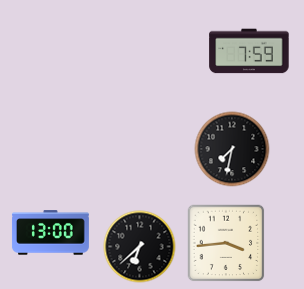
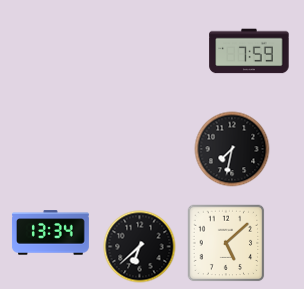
clock at (50, 233): 13:00 -> 13:34
clock at (226, 243): 3:44 -> 5:08
